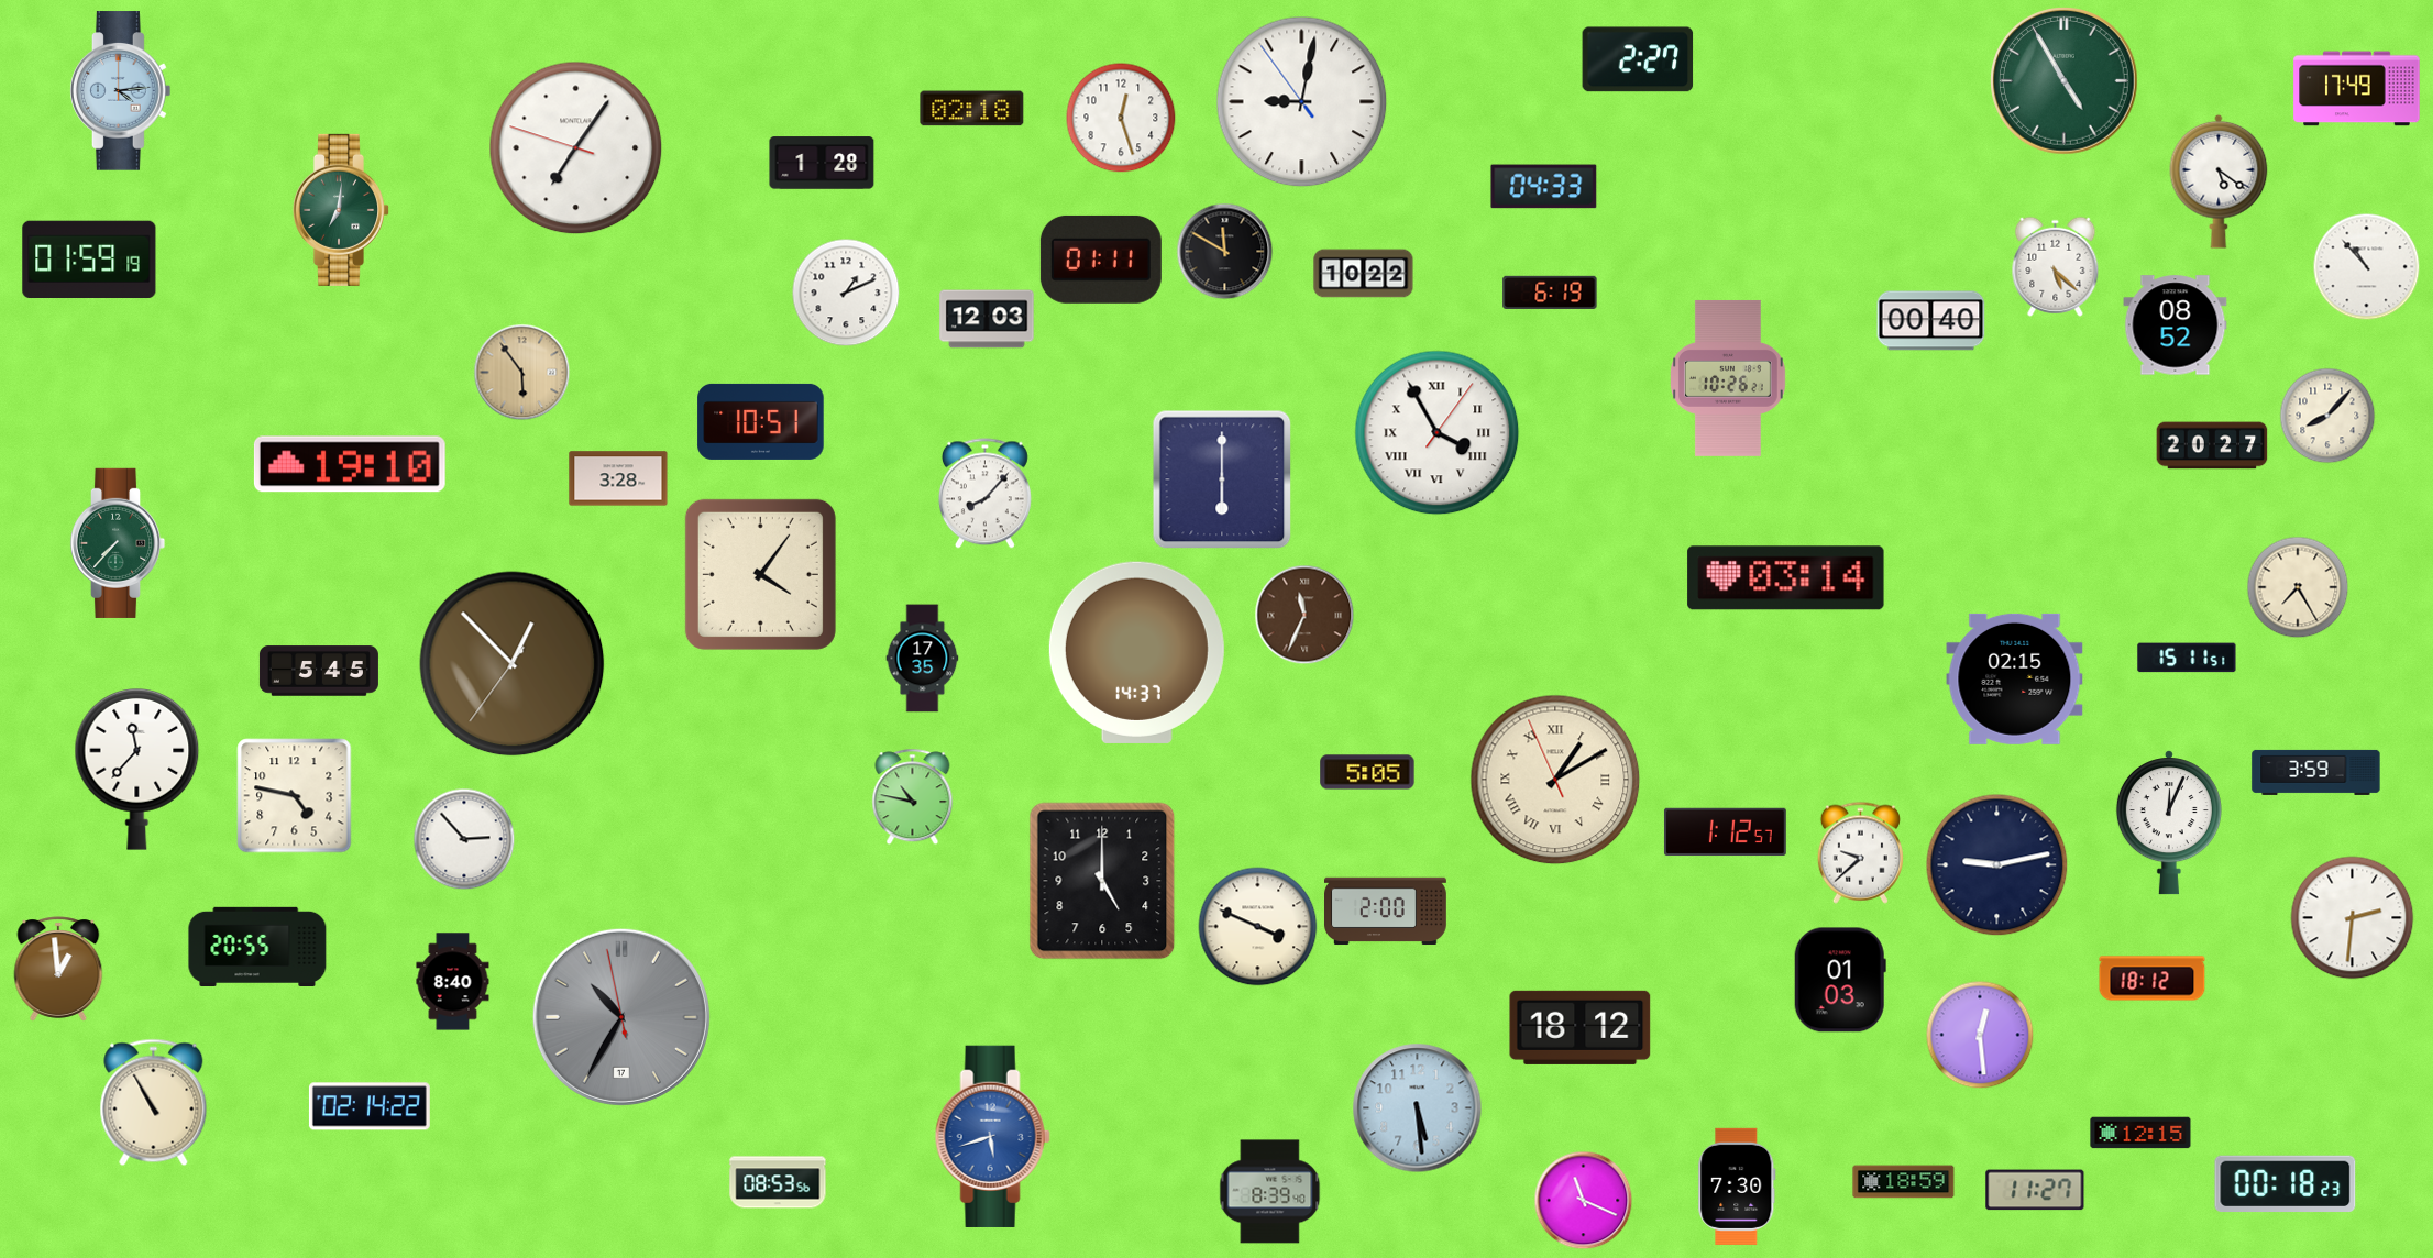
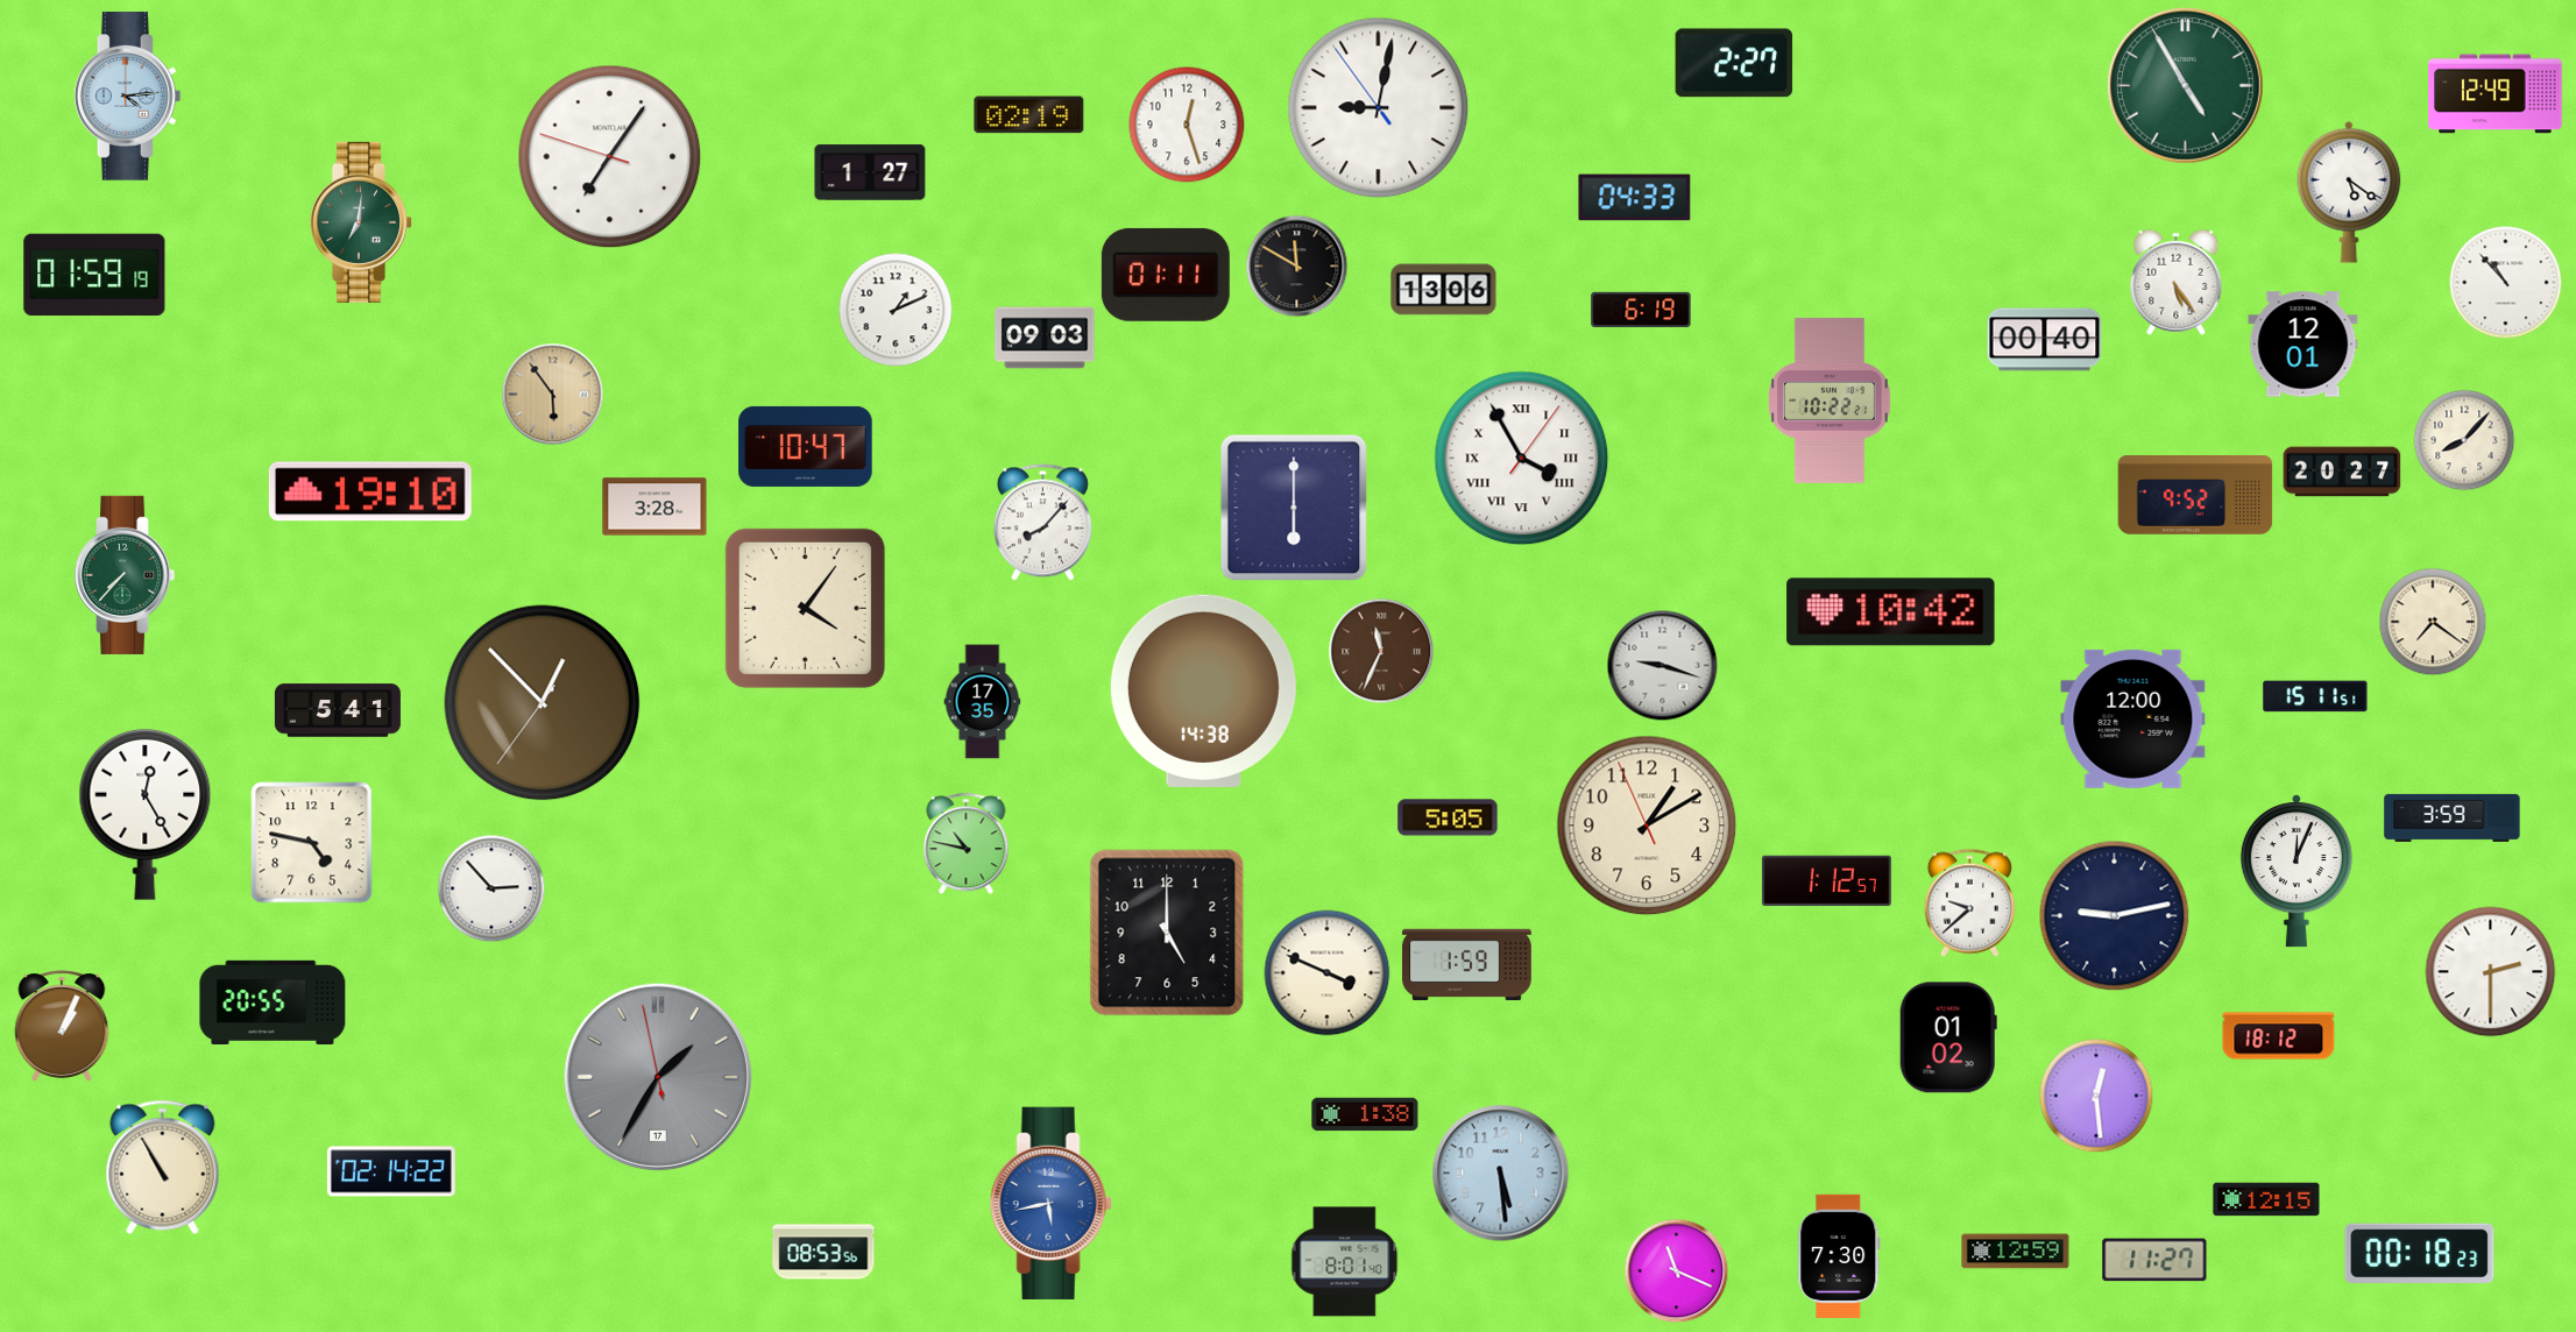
clock at (2357, 89): 17:49 -> 12:49
clock at (972, 109): 02:18 -> 02:19
clock at (822, 163): 1:28 -> 1:27
clock at (2056, 266): 5:22 -> 5:24
clock at (1364, 274): 10:22 -> 13:06
clock at (987, 319): 12:03 -> 09:03
clock at (2176, 325): 08:52 -> 12:01
clock at (1729, 378): 10:26 -> 10:22
clock at (761, 421): 10:51 -> 10:47
clock at (2195, 496): none -> 9:52
clock at (1786, 578): 03:14 -> 10:42
clock at (2298, 587): 7:25 -> 7:21
clock at (1663, 666): none -> 9:18
clock at (1136, 652): 14:37 -> 14:38
clock at (923, 659) position: (923, 659) -> (983, 702)
clock at (319, 671): 5:45 -> 5:41
clock at (2015, 678): 02:15 -> 12:00
clock at (137, 769): 11:37 -> 12:25
clock at (1555, 780) numerals: Roman -> Arabic
clock at (1386, 912): 2:00 -> 1:59
clock at (2353, 918): 2:31 -> 2:30
clock at (1258, 927) position: (1258, 927) -> (1328, 973)
clock at (58, 969): 12:59 -> 1:04
clock at (1840, 980): 01:03 -> 01:02
clock at (453, 982): 8:40 -> none
clock at (621, 1017): 10:34 -> 1:34
clock at (1581, 1027): 18:12 -> none
clock at (1365, 1114): none -> 1:38
clock at (992, 1136): 5:42 -> 5:43
clock at (1904, 1182): 18:59 -> 12:59
clock at (1270, 1192): 8:39 -> 8:01
